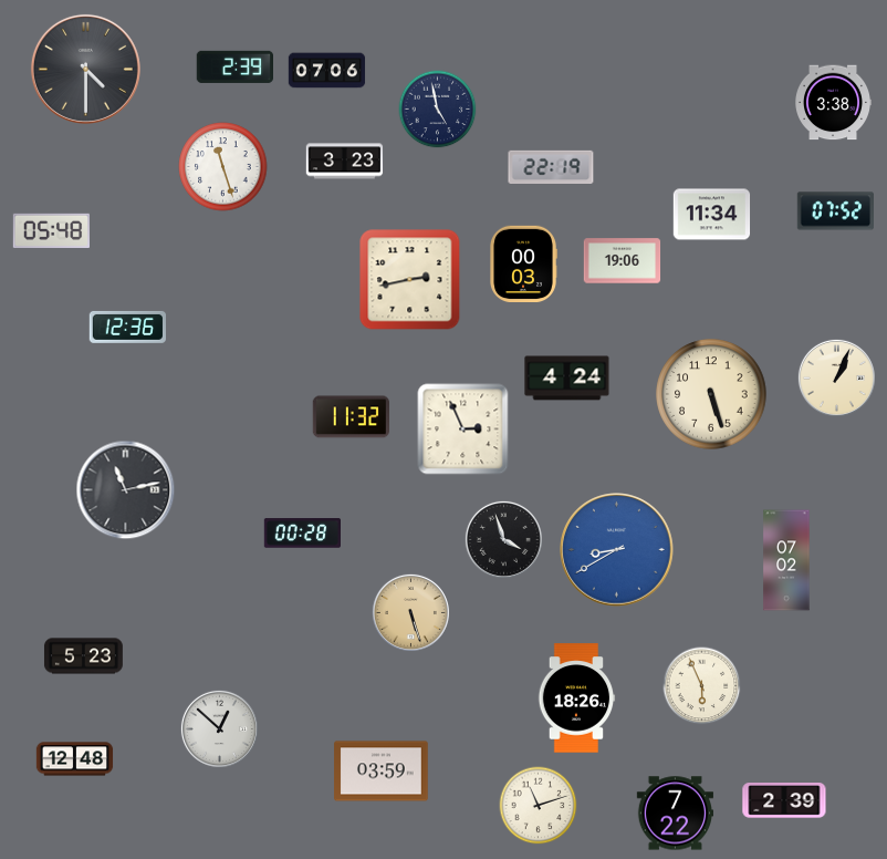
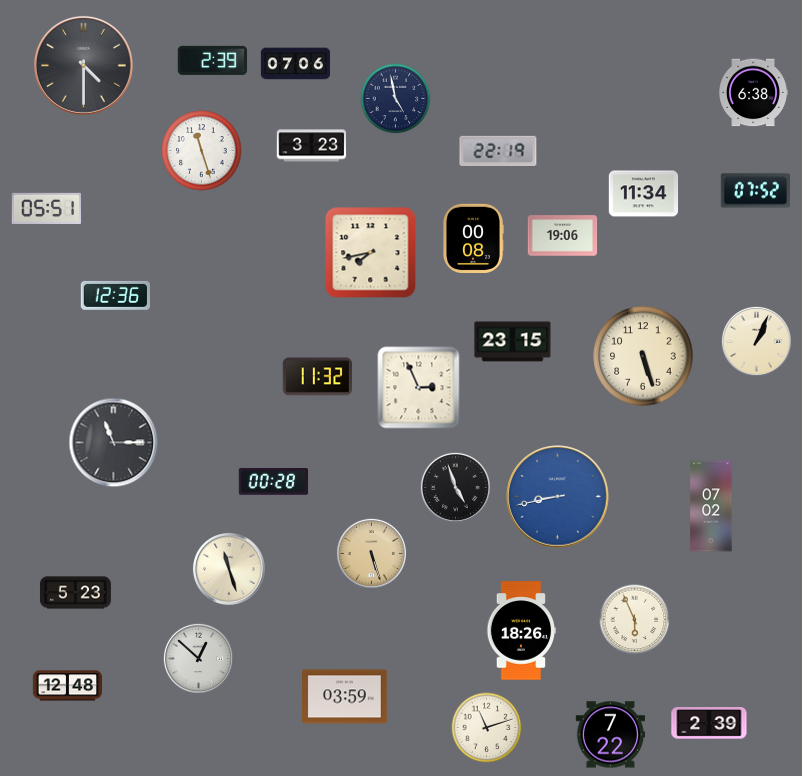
clock at (85, 69) position: (85, 69) -> (83, 65)
clock at (833, 103): 3:38 -> 6:38
clock at (51, 230): 05:48 -> 05:51
clock at (524, 263): 00:03 -> 00:08
clock at (410, 280): 2:43 -> 7:43
clock at (567, 379): 4:24 -> 23:15
clock at (126, 490): 11:13 -> 11:15
clock at (503, 539): 3:57 -> 4:57
clock at (617, 550): 8:40 -> 8:43
clock at (229, 569): none -> 11:27
